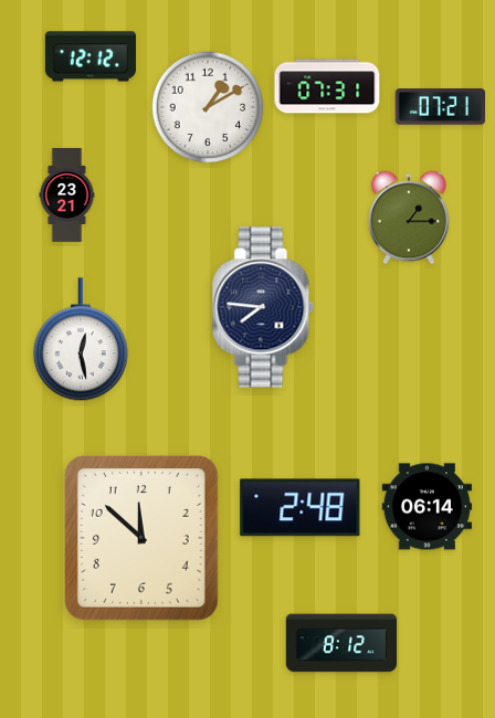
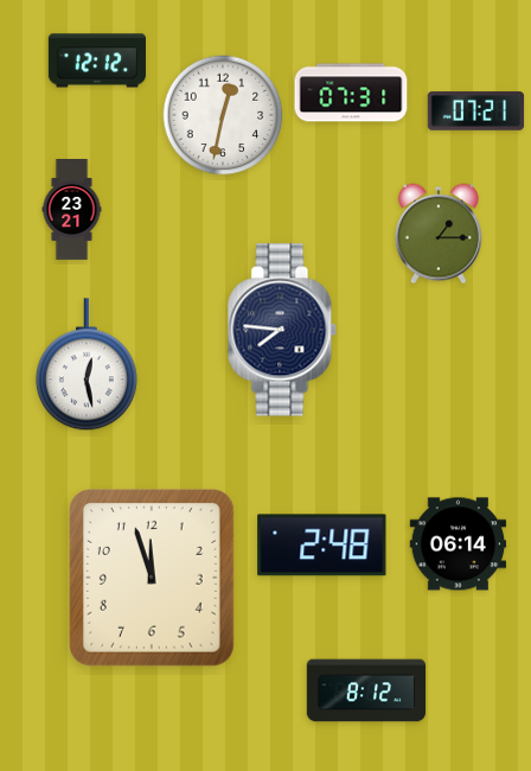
clock at (208, 107): 1:10 -> 12:32
clock at (441, 107) position: (441, 107) -> (476, 111)
clock at (143, 539): 11:52 -> 11:57
